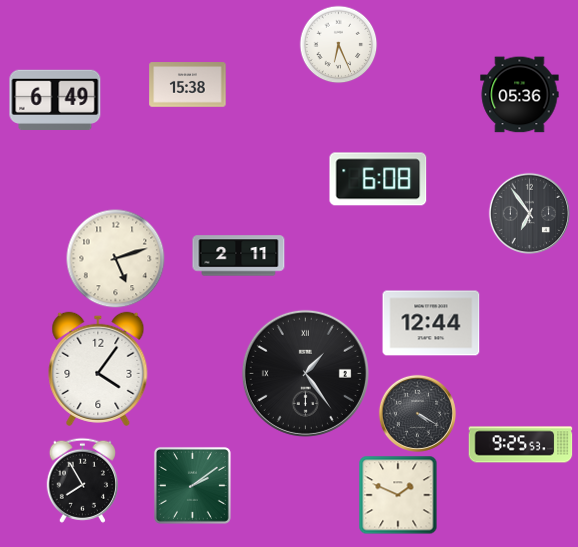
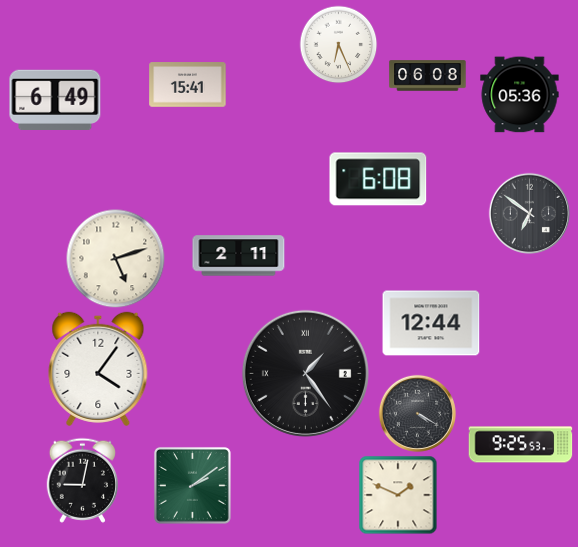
clock at (428, 76): none -> 06:08
clock at (188, 85): 15:38 -> 15:41
clock at (529, 213): 6:54 -> 6:51
clock at (82, 480): 7:55 -> 9:02
